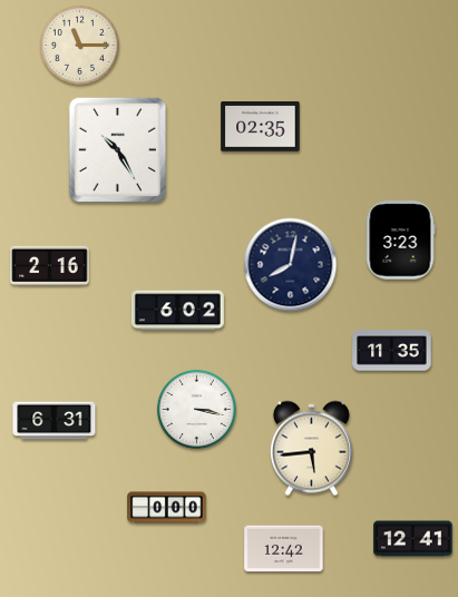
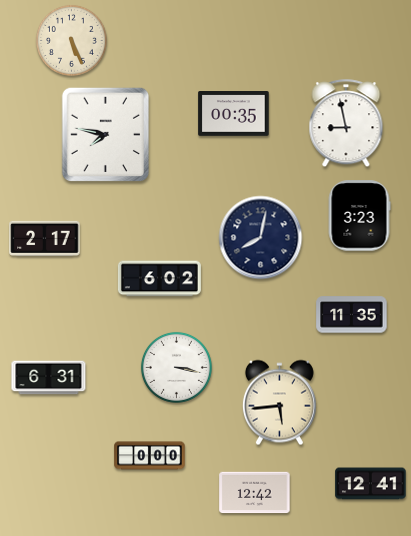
clock at (79, 45): 11:15 -> 5:26
clock at (261, 127): 02:35 -> 00:35
clock at (346, 124): none -> 8:58
clock at (118, 150): 10:25 -> 7:47
clock at (50, 265): 2:16 -> 2:17
